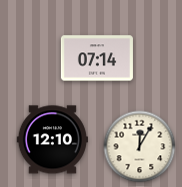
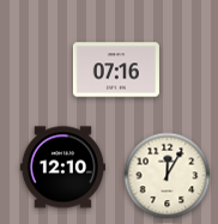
clock at (97, 58): 07:14 -> 07:16
